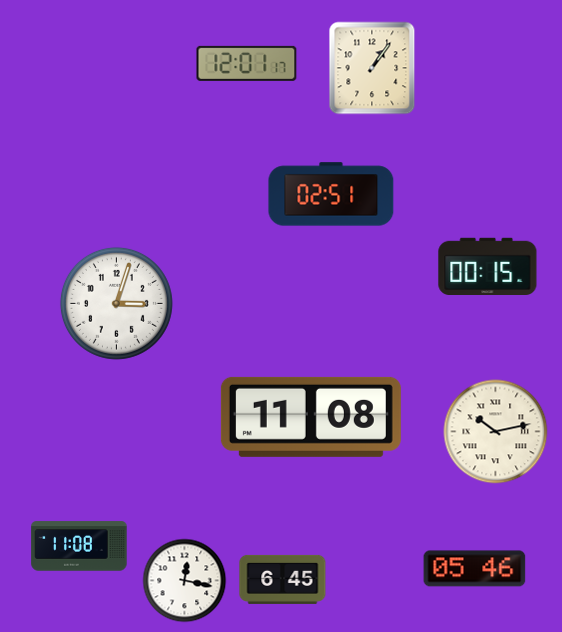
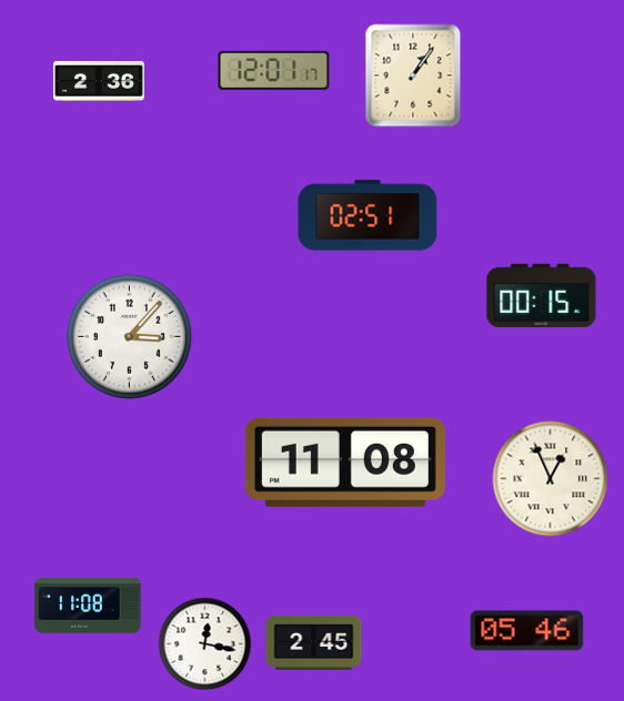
clock at (99, 82): none -> 2:36
clock at (116, 303): 3:03 -> 3:07
clock at (496, 432): 10:13 -> 12:56
clock at (283, 579): 6:45 -> 2:45
